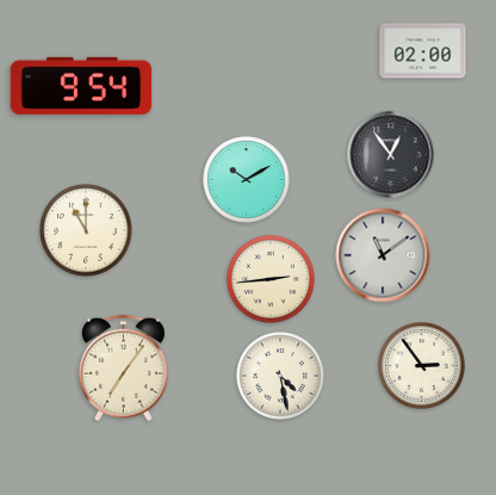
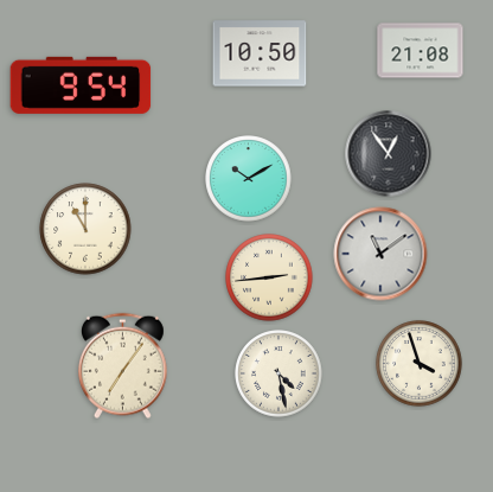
clock at (423, 51): 02:00 -> 21:08
clock at (260, 53): none -> 10:50
clock at (247, 180) position: (247, 180) -> (249, 179)
clock at (422, 366): 2:54 -> 3:57
